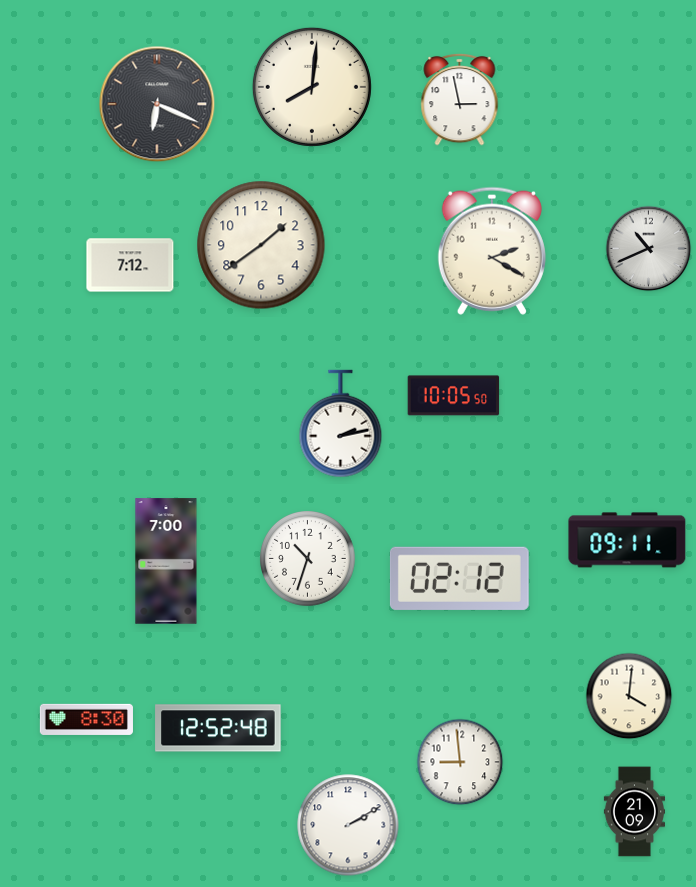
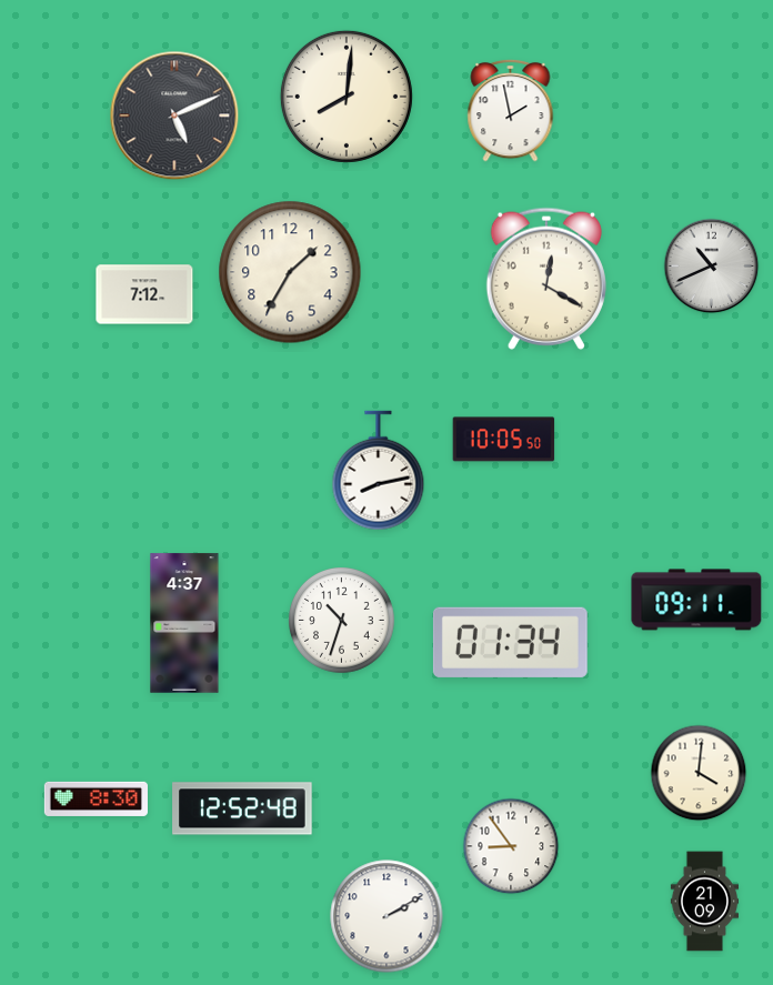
clock at (460, 99): 2:58 -> 1:58
clock at (157, 104): 6:19 -> 5:11
clock at (261, 245): 1:39 -> 1:35
clock at (649, 249) position: (649, 249) -> (712, 267)
clock at (492, 251): 2:20 -> 12:20
clock at (341, 424): 2:13 -> 8:13
clock at (166, 561): 7:00 -> 4:37
clock at (459, 578): 02:12 -> 01:34
clock at (460, 762): 8:59 -> 8:54
